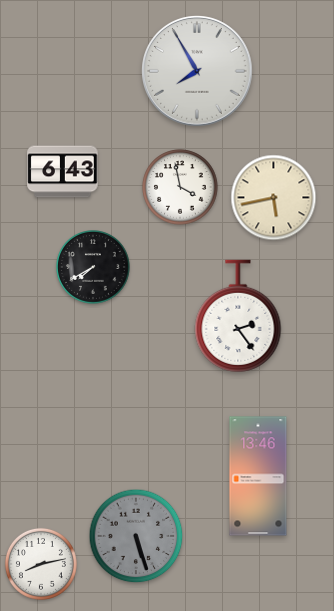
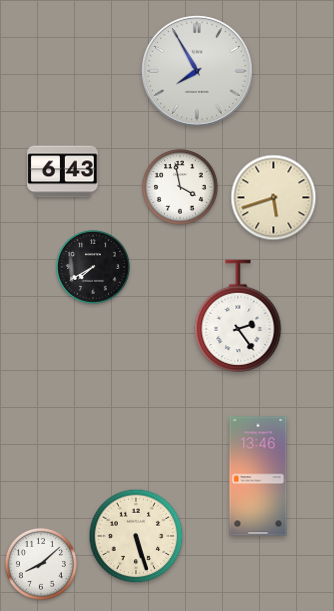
clock at (274, 198): 5:43 -> 5:42
clock at (136, 536) dial: grey -> cream
clock at (41, 564): 8:13 -> 8:08
